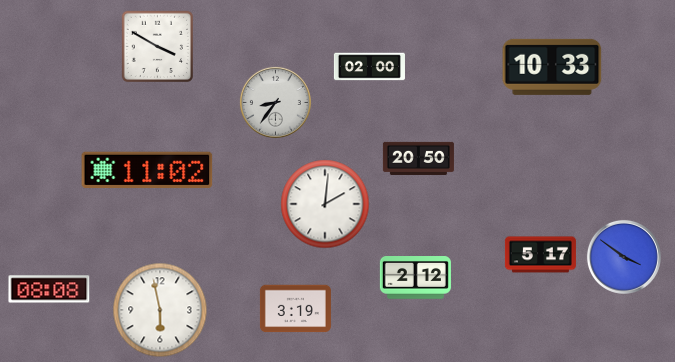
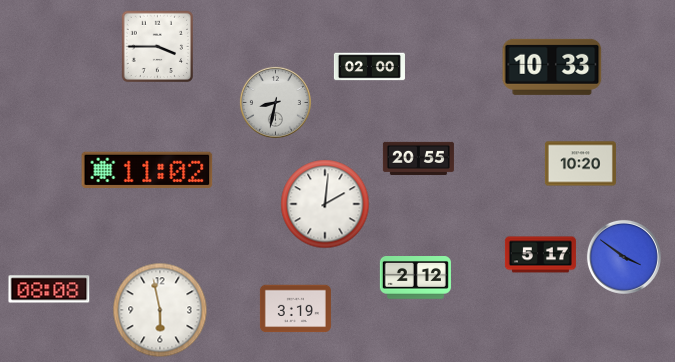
clock at (157, 46): 3:50 -> 3:45
clock at (275, 102): 8:36 -> 8:32
clock at (418, 158): 20:50 -> 20:55
clock at (580, 164): none -> 10:20
